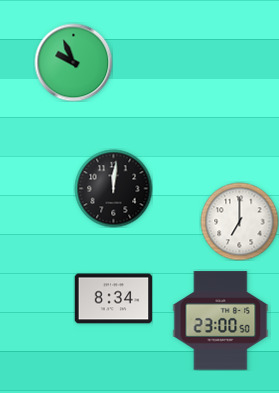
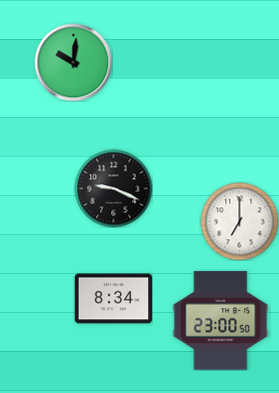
clock at (73, 62): 9:56 -> 10:01
clock at (113, 188): 12:01 -> 9:19
